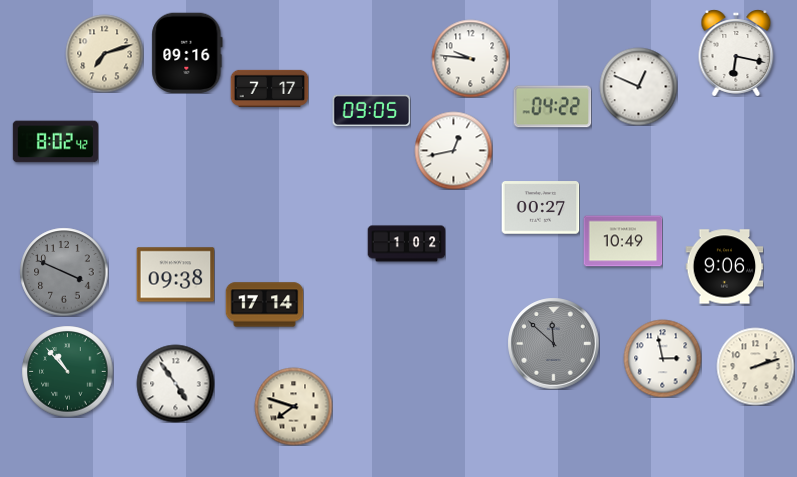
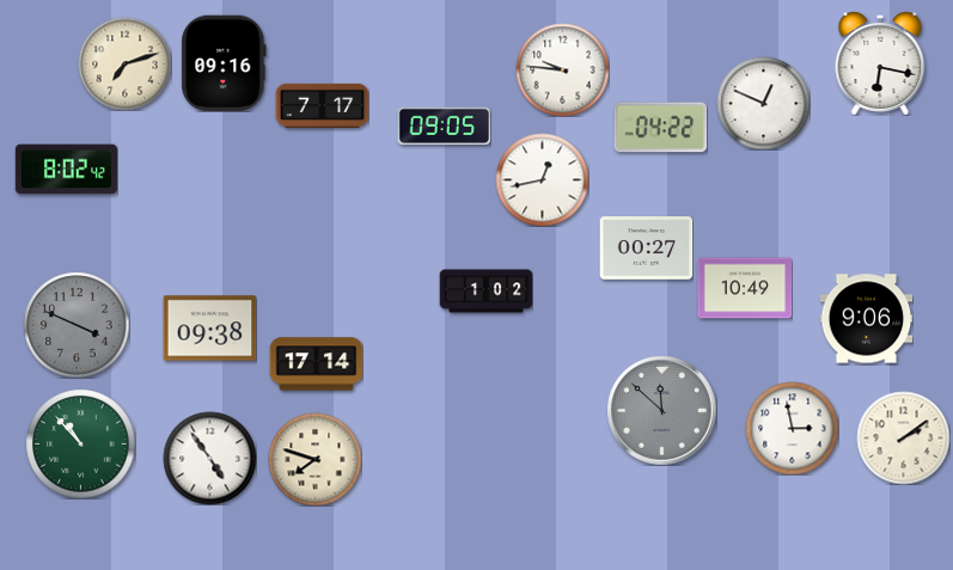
clock at (371, 110) position: (371, 110) -> (444, 125)
clock at (755, 366): 2:12 -> 2:09
clock at (293, 406) position: (293, 406) -> (314, 459)
